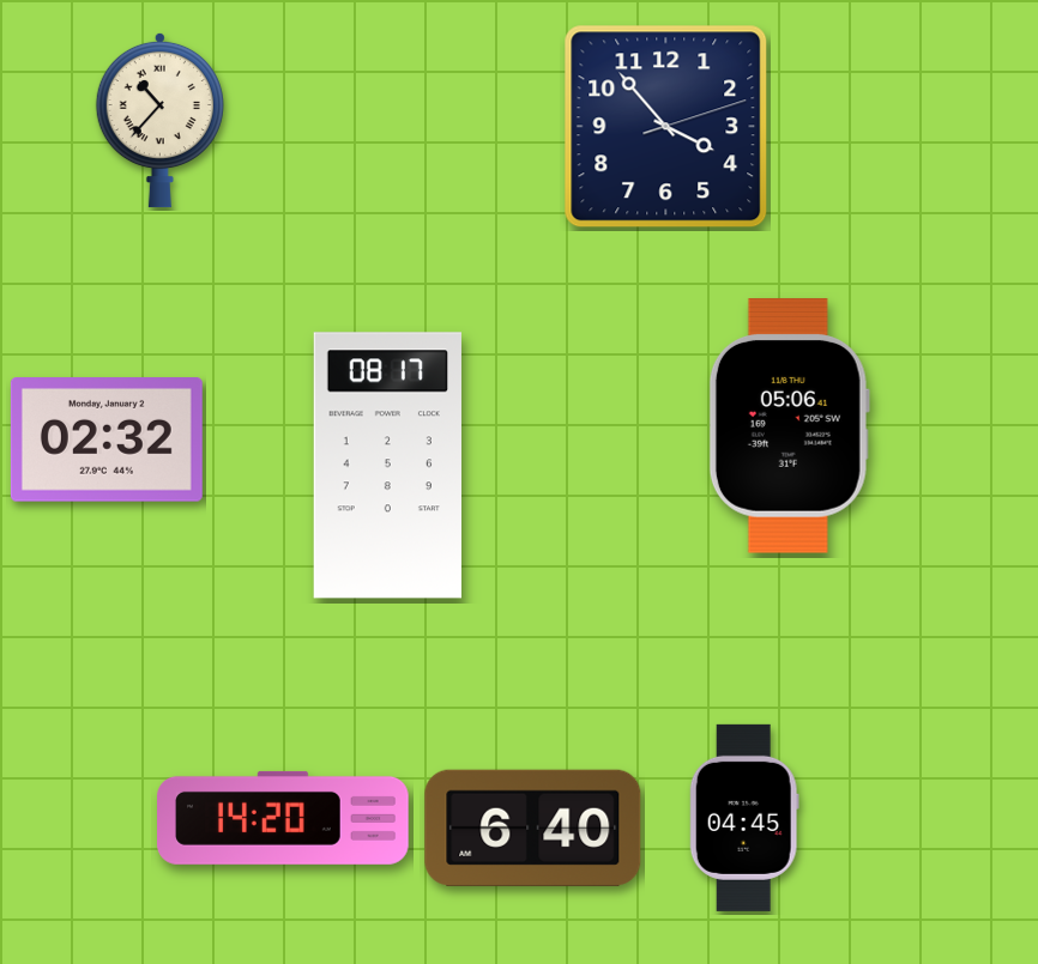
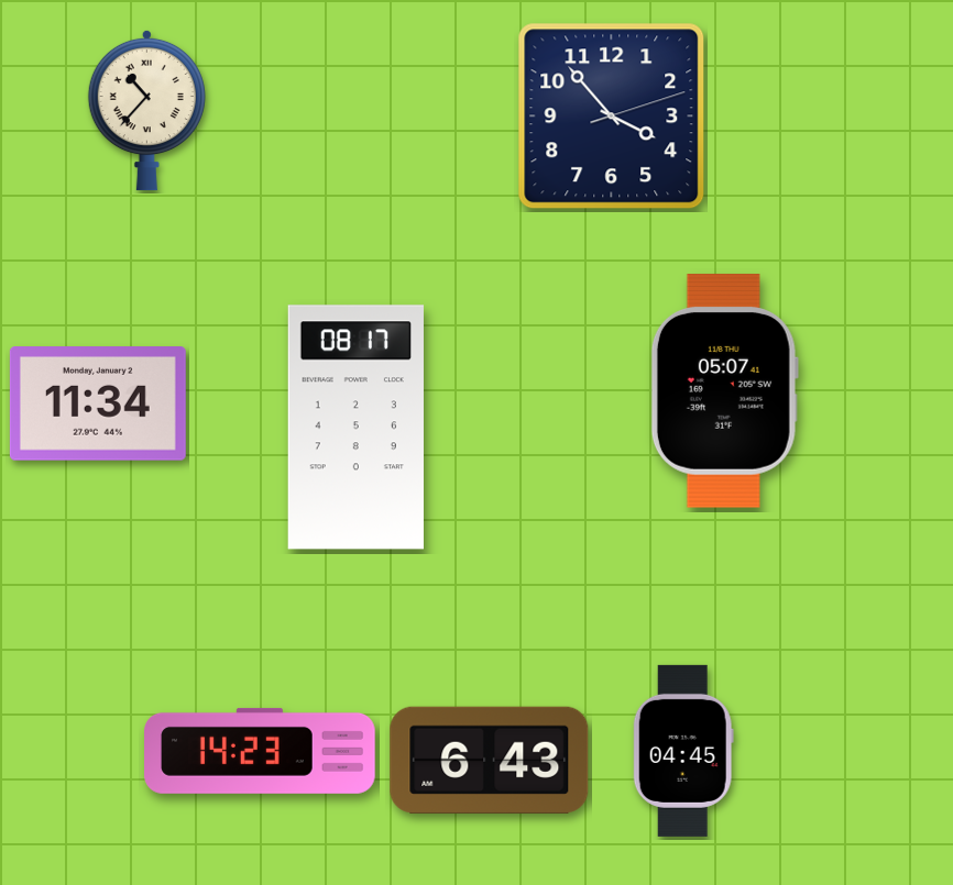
clock at (789, 426): 05:06 -> 05:07
clock at (107, 441): 02:32 -> 11:34
clock at (283, 818): 14:20 -> 14:23
clock at (533, 827): 6:40 -> 6:43
